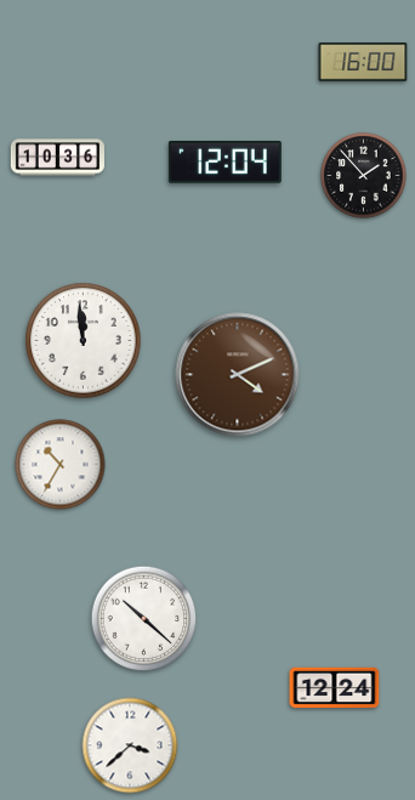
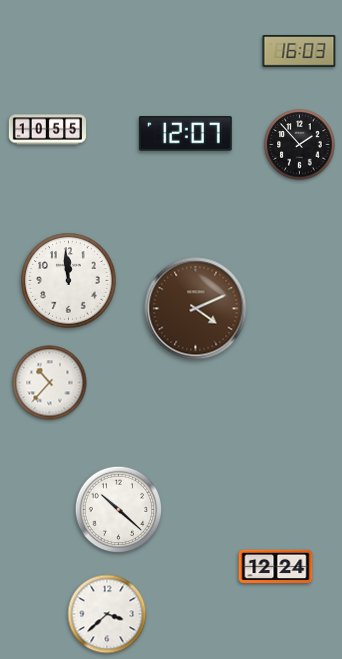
clock at (363, 63): 16:00 -> 16:03
clock at (58, 158): 10:36 -> 10:55
clock at (224, 161): 12:04 -> 12:07
clock at (61, 465): 10:35 -> 10:37
